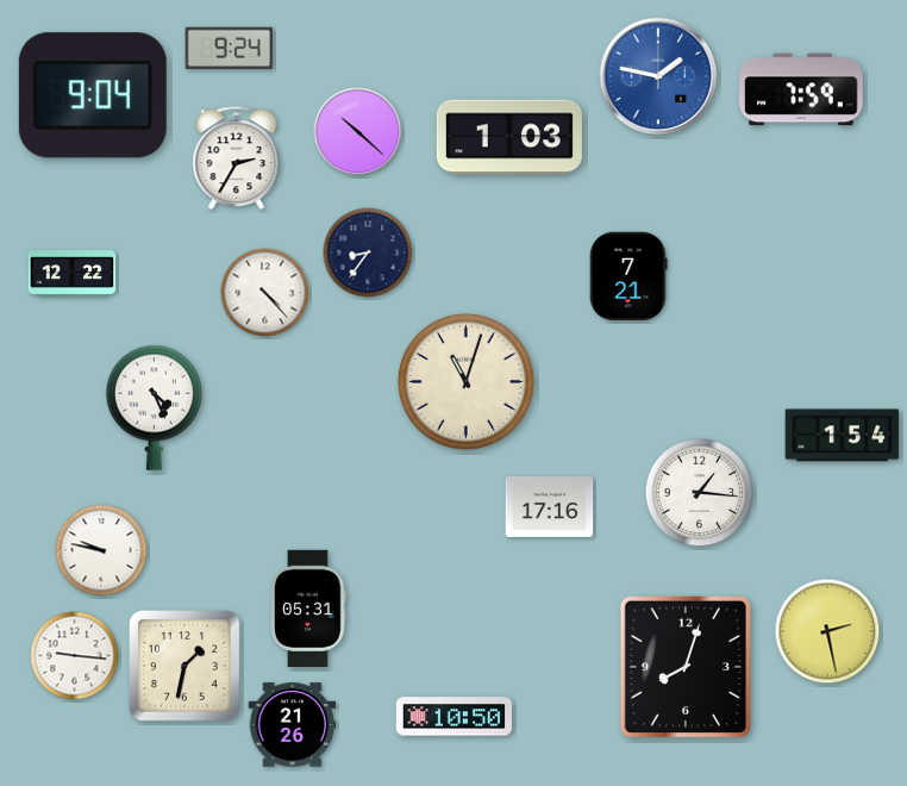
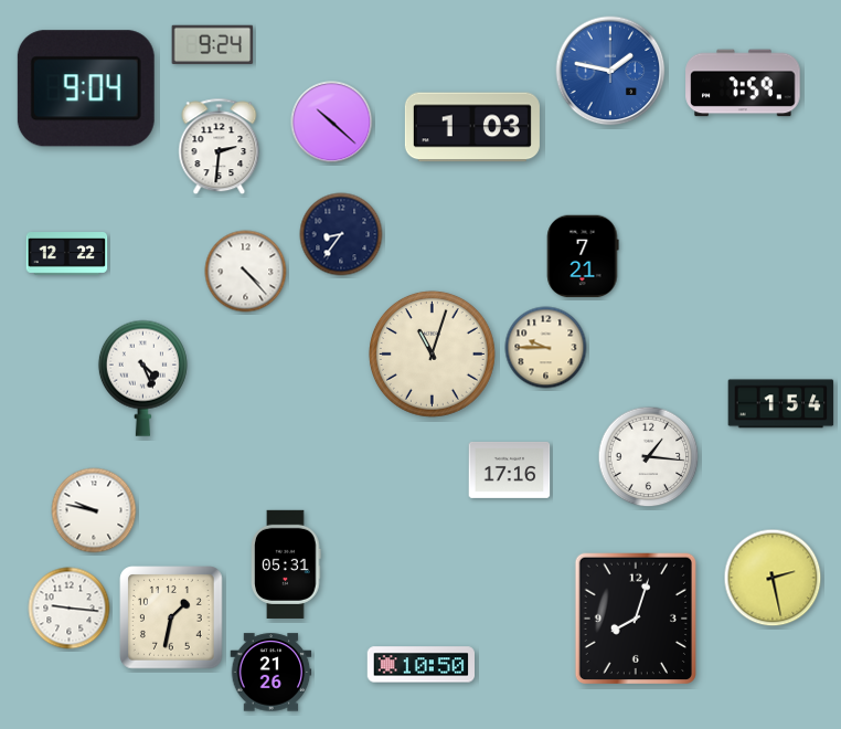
clock at (237, 158): 2:35 -> 2:31
clock at (546, 348): none -> 9:45
clock at (827, 631) position: (827, 631) -> (773, 578)
